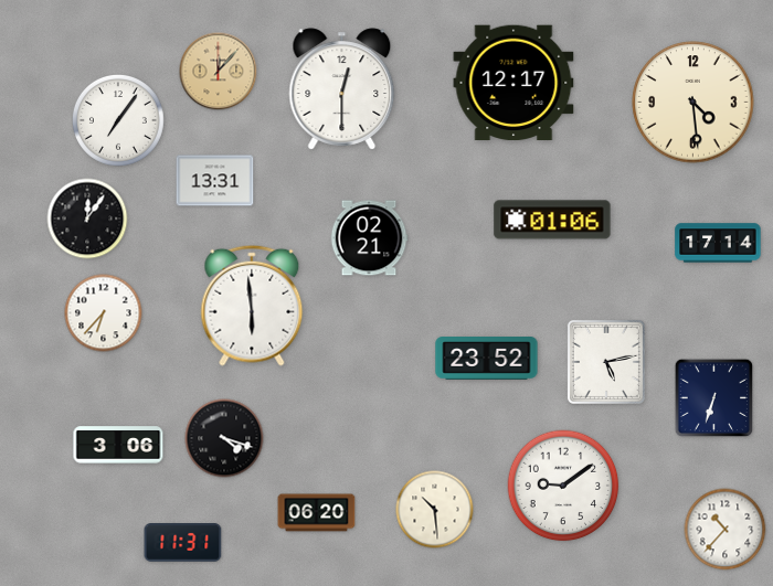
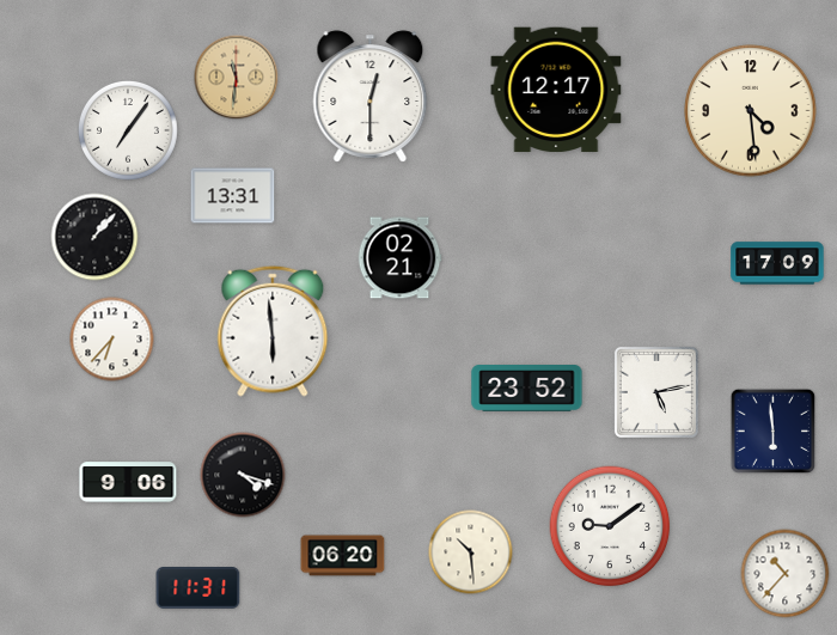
clock at (219, 72): 12:07 -> 11:31
clock at (87, 219): 12:06 -> 1:07
clock at (552, 220): 01:06 -> none
clock at (718, 243): 17:14 -> 17:09
clock at (714, 398): 6:33 -> 5:59
clock at (118, 445): 3:06 -> 9:06
